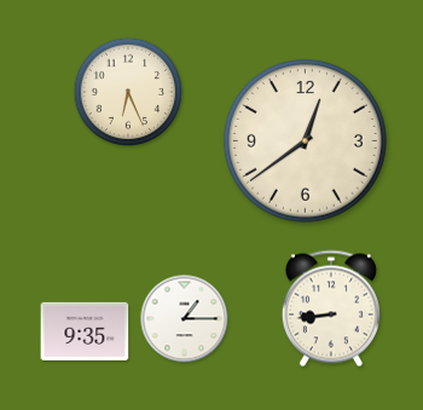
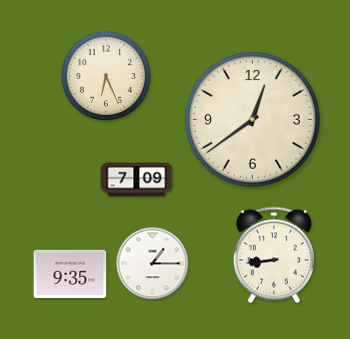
clock at (305, 140) position: (305, 140) -> (252, 119)
clock at (137, 180): none -> 7:09
